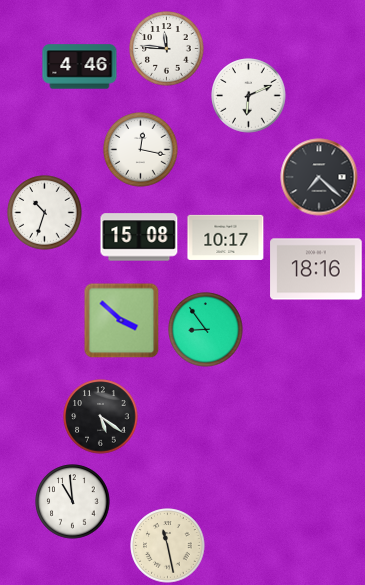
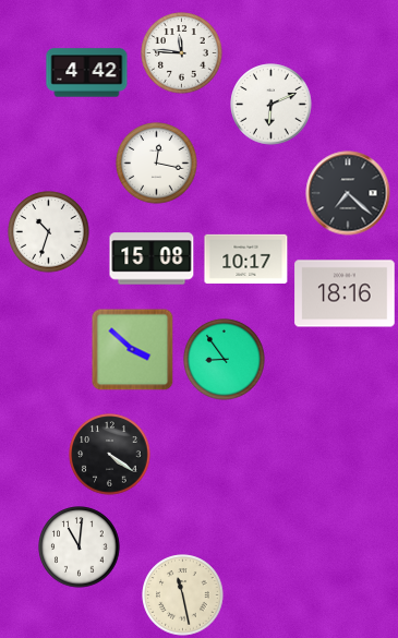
clock at (80, 67): 4:46 -> 4:42
clock at (141, 150) position: (141, 150) -> (157, 164)
clock at (101, 417): 5:21 -> 4:21
clock at (73, 502): 10:59 -> 11:01
